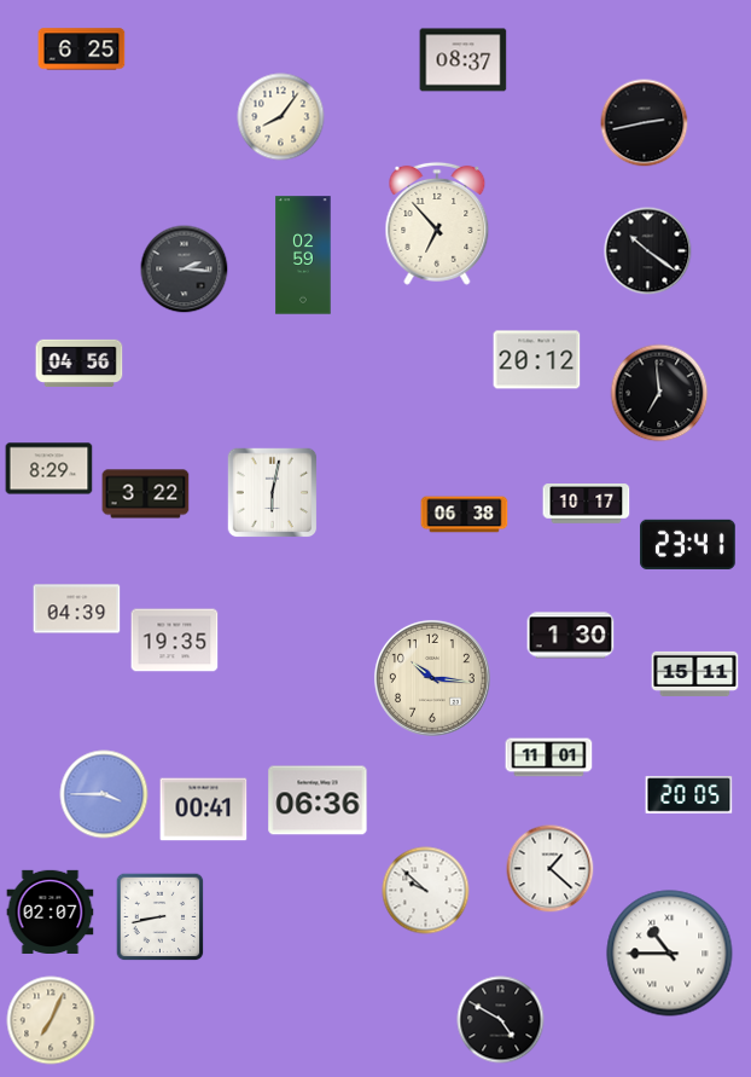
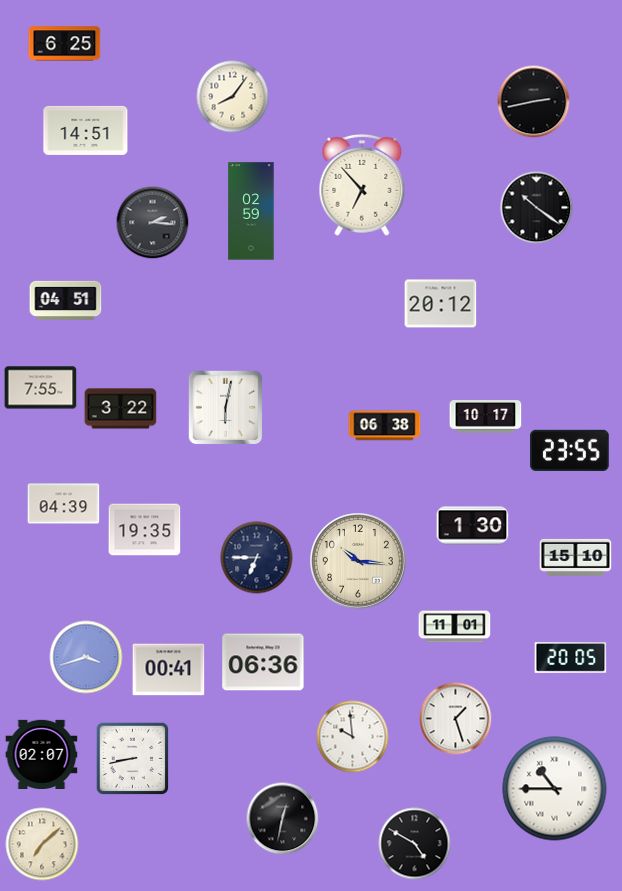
clock at (82, 50) position: (82, 50) -> (65, 44)
clock at (464, 60): 08:37 -> none
clock at (86, 130): none -> 14:51
clock at (537, 360) position: (537, 360) -> (441, 304)
clock at (80, 363): 04:56 -> 04:51
clock at (659, 393): 6:59 -> none
clock at (50, 469): 8:29 -> 7:55
clock at (688, 544): 23:41 -> 23:55
clock at (695, 673): 15:11 -> 15:10
clock at (257, 558): none -> 6:45
clock at (104, 794): 3:45 -> 3:42
clock at (551, 869): 1:22 -> 1:27
clock at (426, 891): 9:52 -> 9:59
clock at (283, 819): none -> 12:32
clock at (51, 1020): 7:04 -> 7:08
